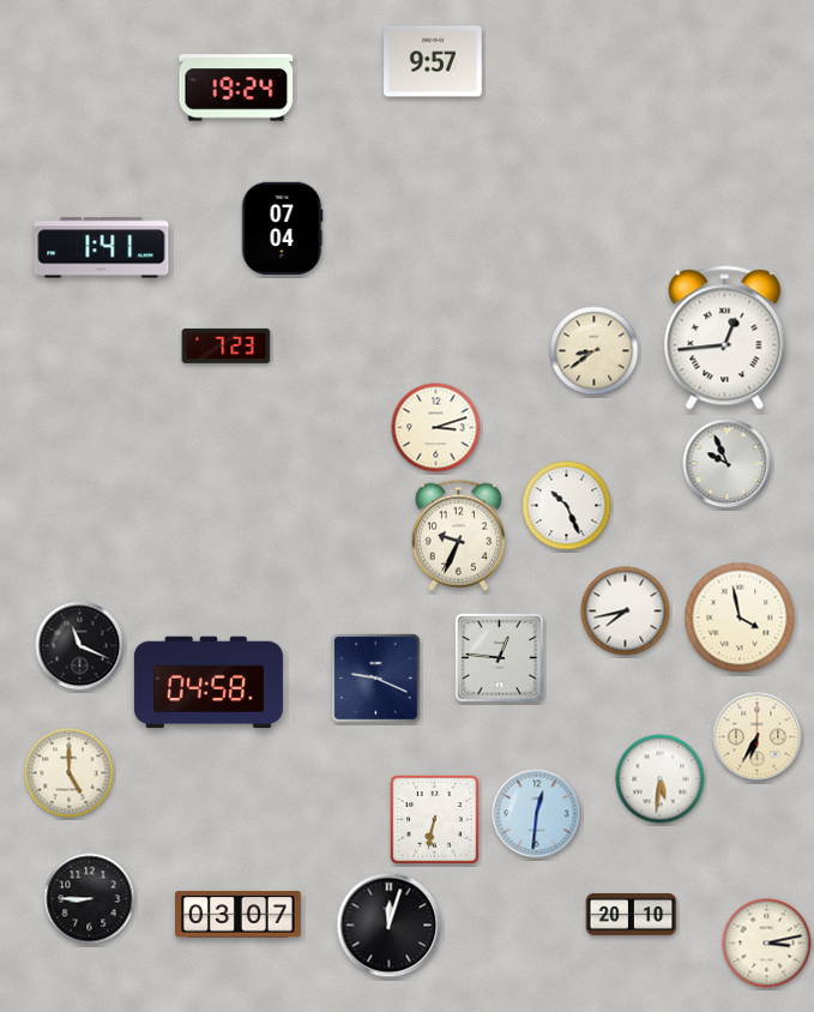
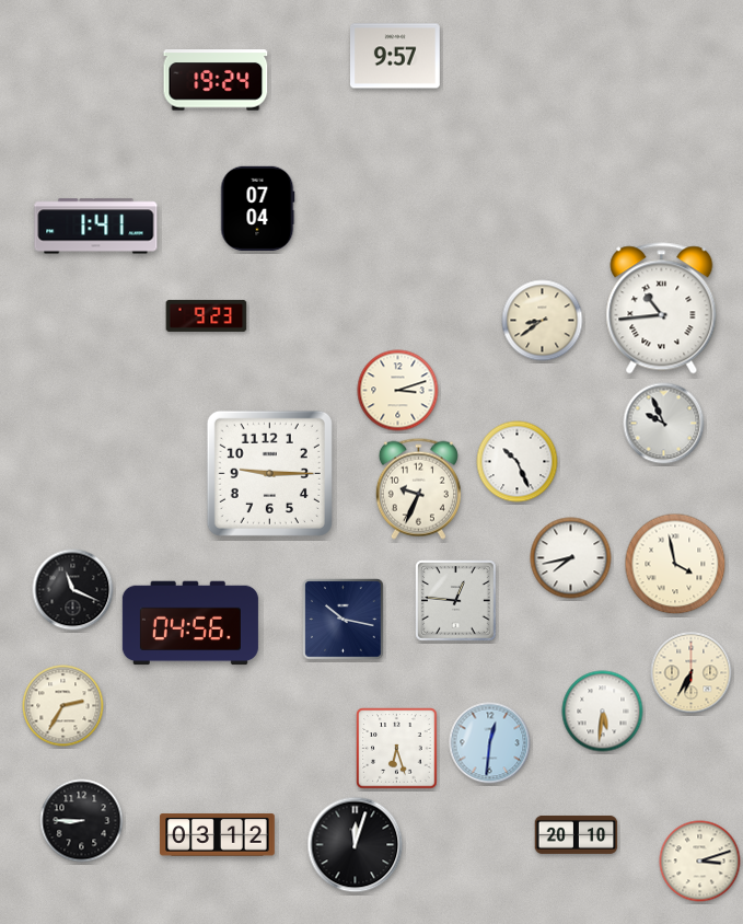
clock at (102, 248) position: (102, 248) -> (96, 227)
clock at (725, 338): 12:44 -> 10:44
clock at (227, 345): 7:23 -> 9:23
clock at (269, 473): none -> 9:15
clock at (376, 679): 9:19 -> 10:17
clock at (209, 682): 04:58 -> 04:56
clock at (70, 773): 5:00 -> 2:35
clock at (435, 820): 6:32 -> 6:27
clock at (239, 915): 03:07 -> 03:12
clock at (767, 944): 3:13 -> 3:12
